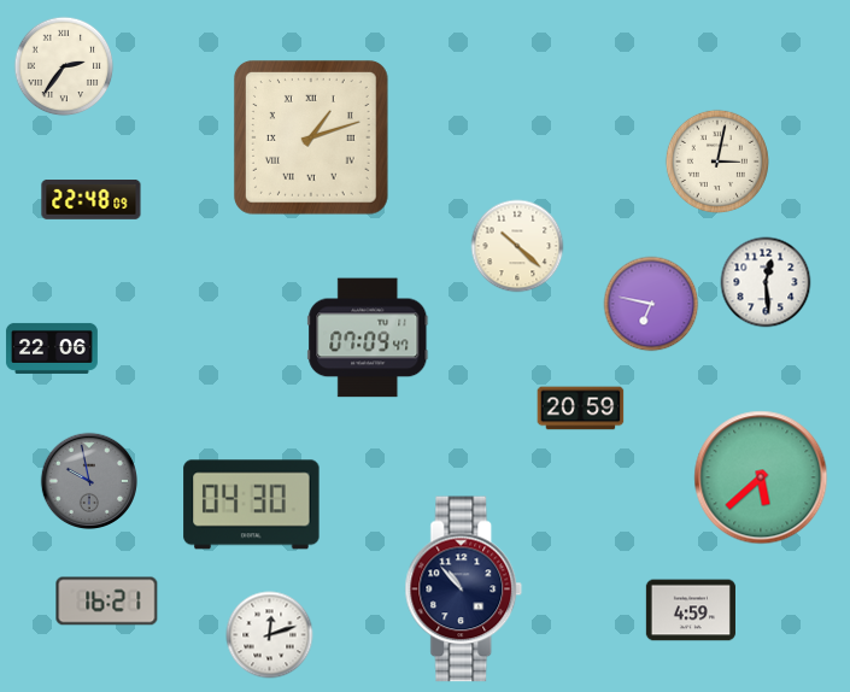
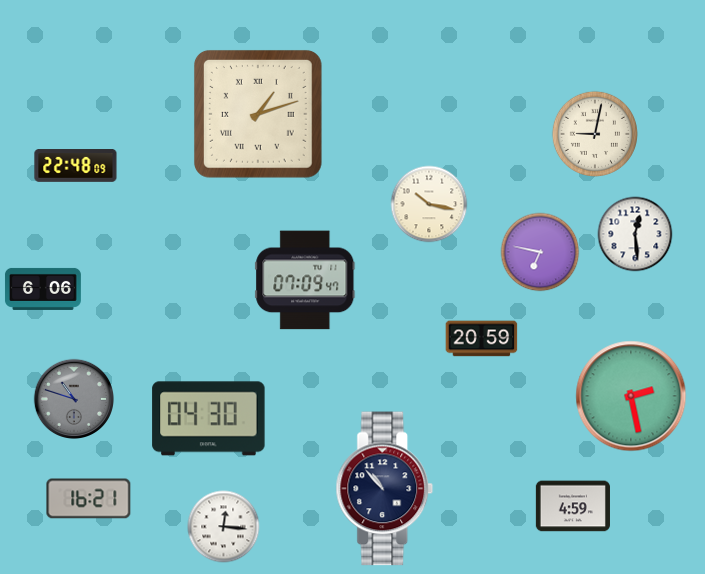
clock at (64, 66): 2:36 -> none
clock at (717, 162): 3:02 -> 9:02
clock at (517, 246): 10:22 -> 10:17
clock at (52, 348): 22:06 -> 6:06
clock at (761, 477): 5:38 -> 2:28
clock at (89, 481): 9:58 -> 10:48
clock at (270, 635): 12:12 -> 12:16
